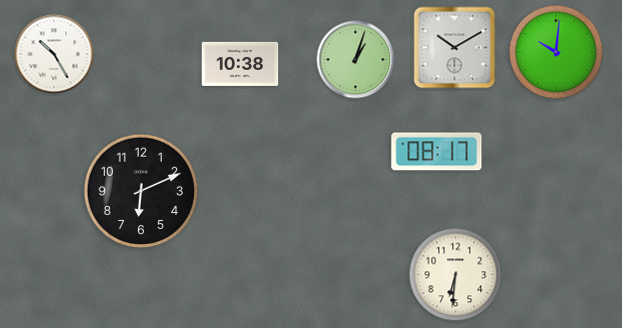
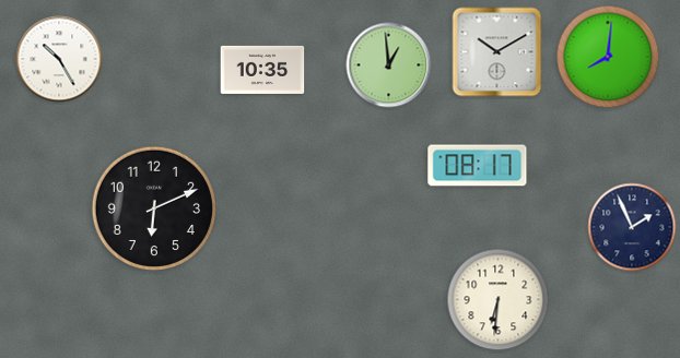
clock at (556, 52): 10:01 -> 8:01
clock at (356, 60): 1:03 -> 12:59
clock at (240, 64): 10:38 -> 10:35
clock at (632, 227): none -> 1:56
